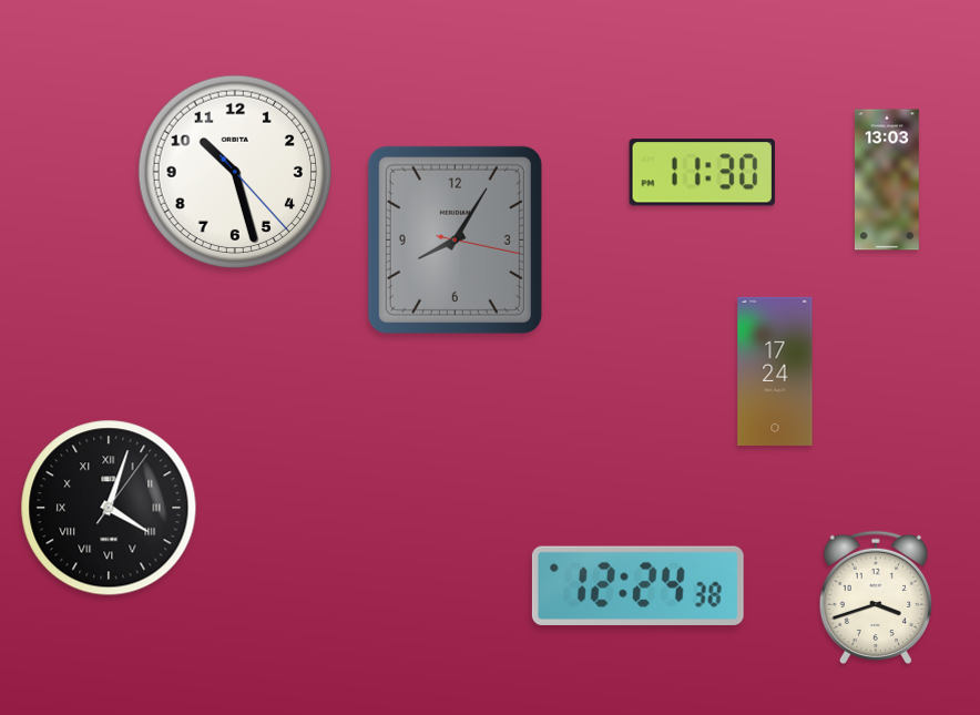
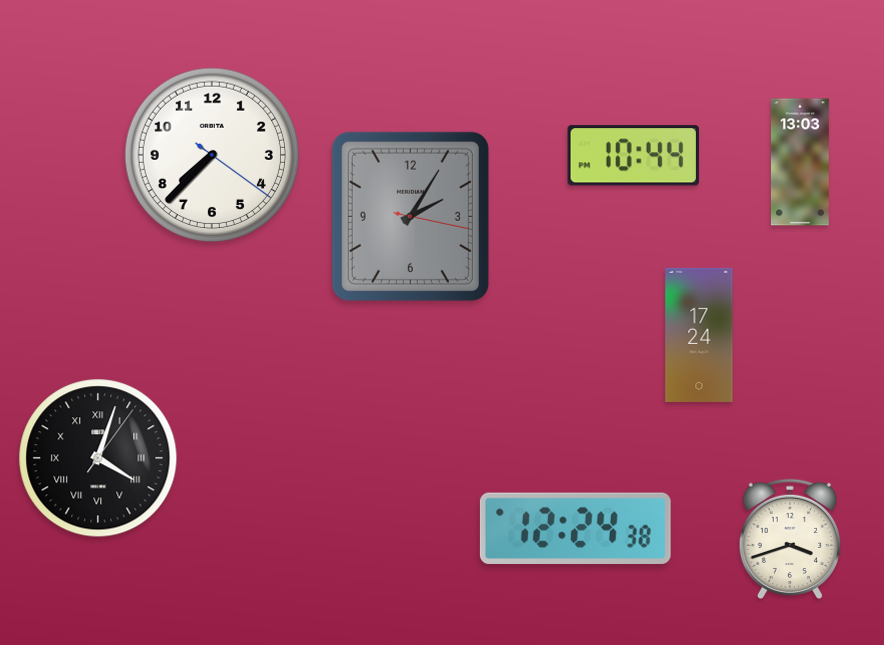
clock at (235, 172): 10:27 -> 7:37
clock at (702, 173): 11:30 -> 10:44
clock at (455, 239): 8:05 -> 2:05
